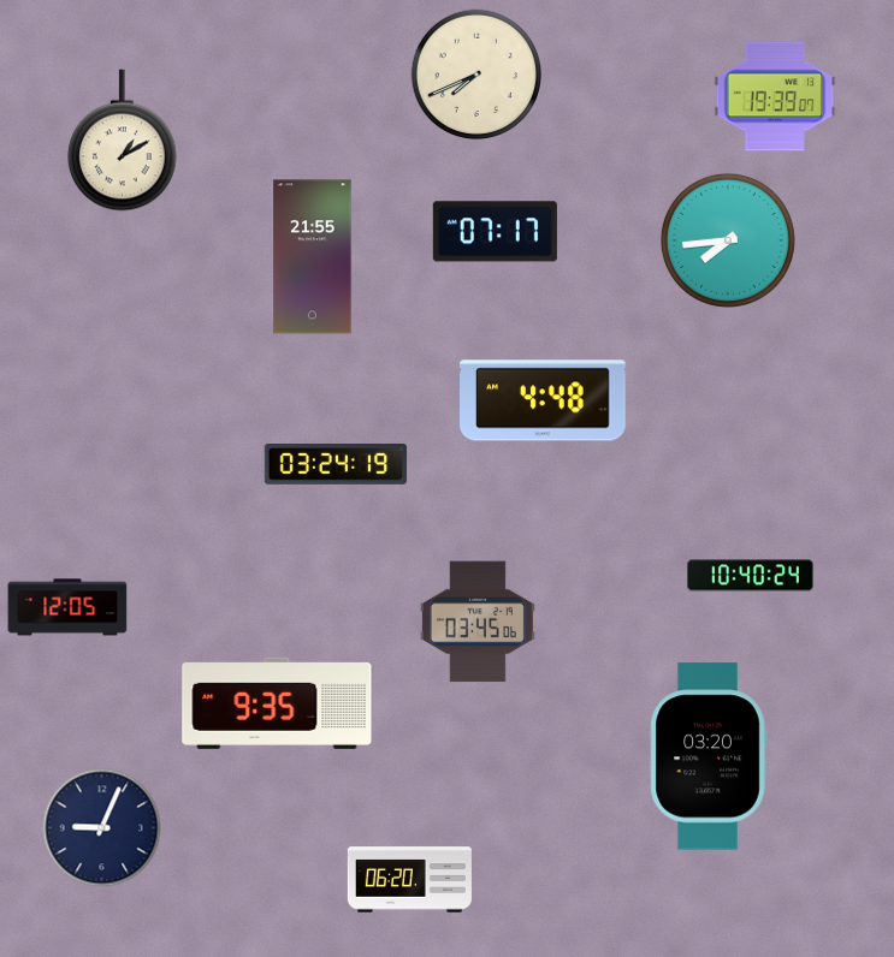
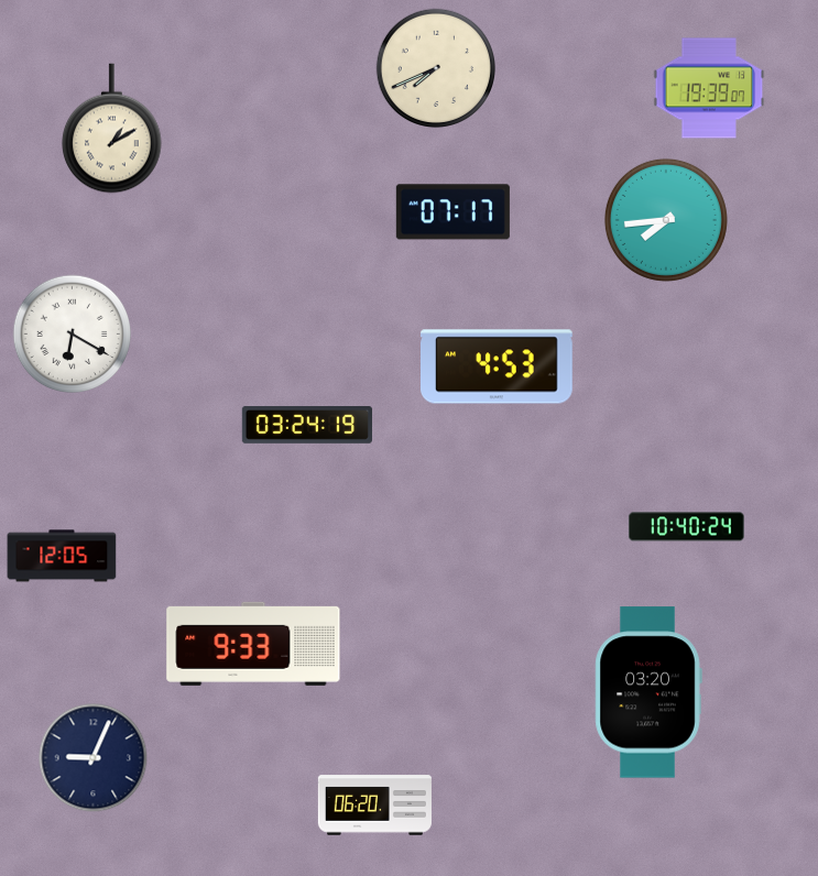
clock at (313, 257): 21:55 -> none
clock at (73, 335): none -> 6:20
clock at (544, 400): 4:48 -> 4:53
clock at (478, 622): 03:45 -> none
clock at (277, 703): 9:35 -> 9:33
